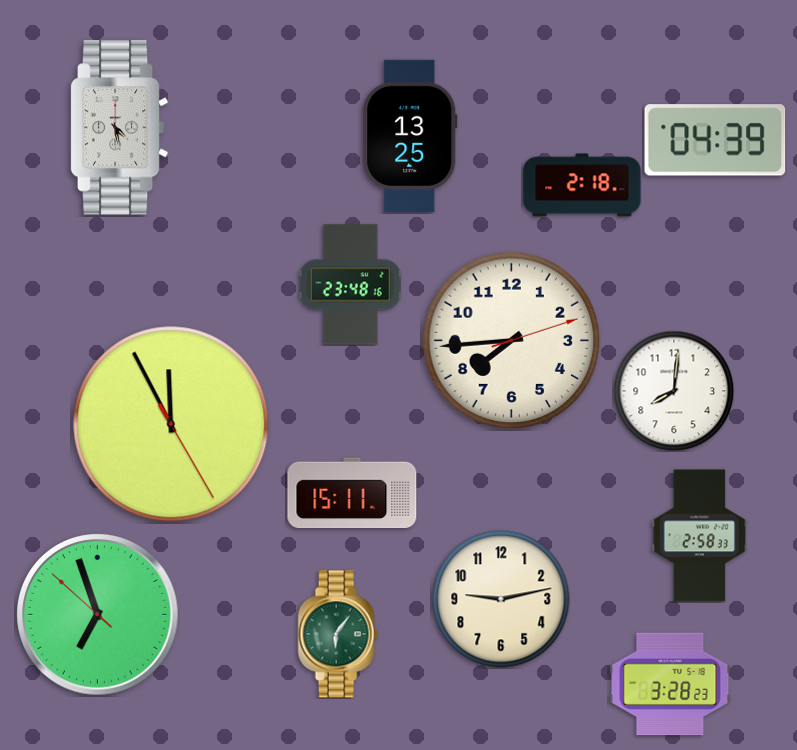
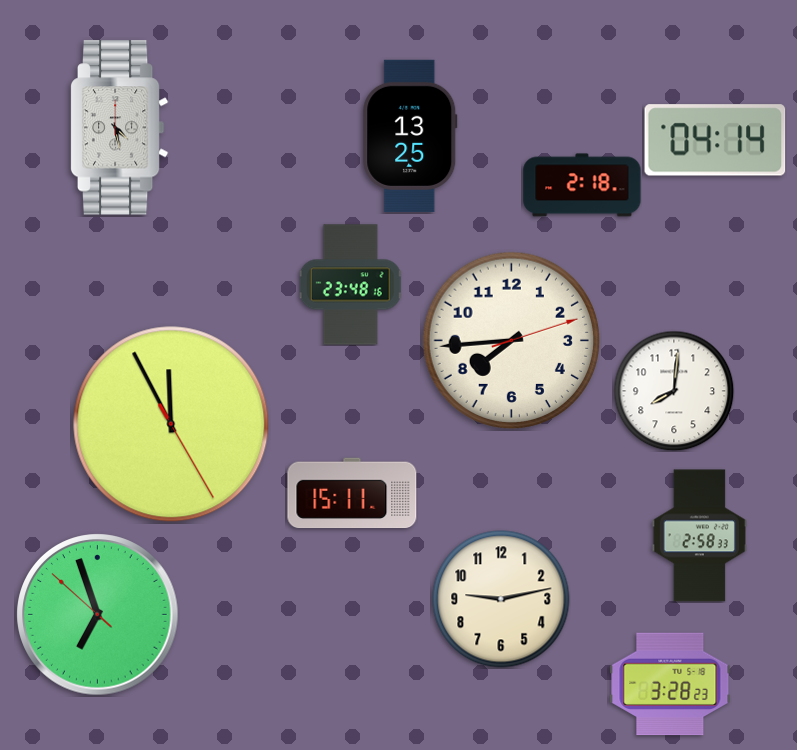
clock at (715, 140): 04:39 -> 04:14
clock at (338, 634): 6:06 -> none
